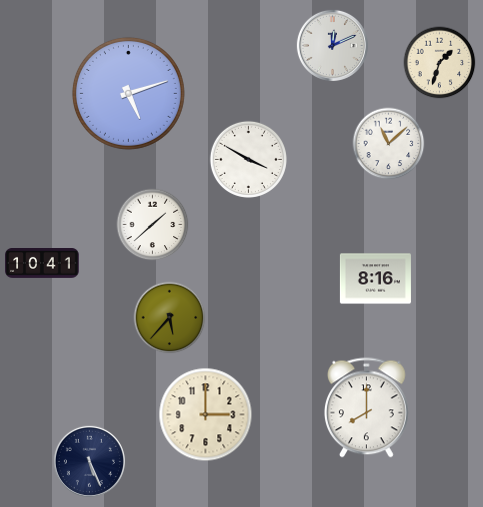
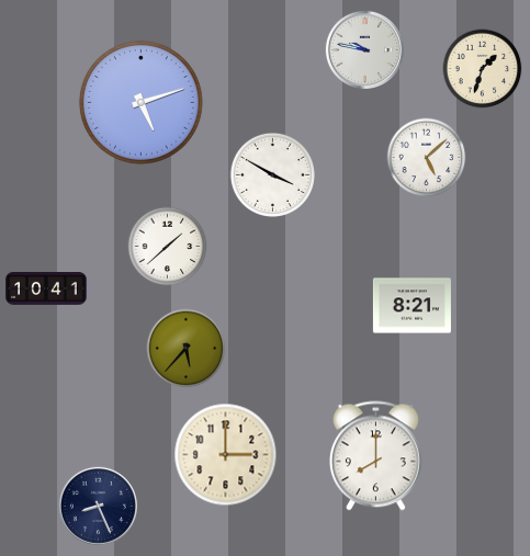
clock at (332, 45): 12:11 -> 9:47
clock at (389, 144): 11:08 -> 5:08
clock at (375, 279): 8:16 -> 8:21
clock at (366, 408) position: (366, 408) -> (375, 456)
clock at (89, 461): 5:26 -> 8:26
